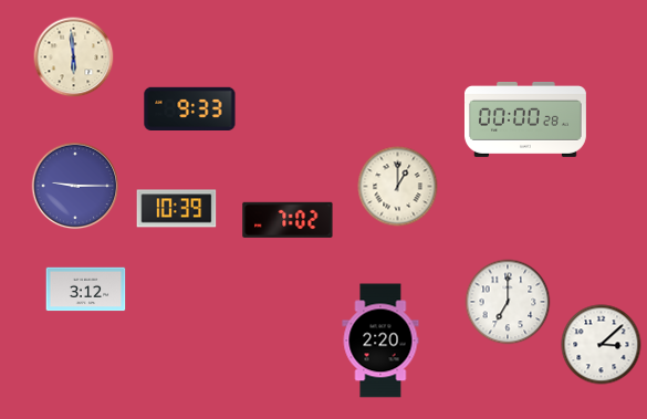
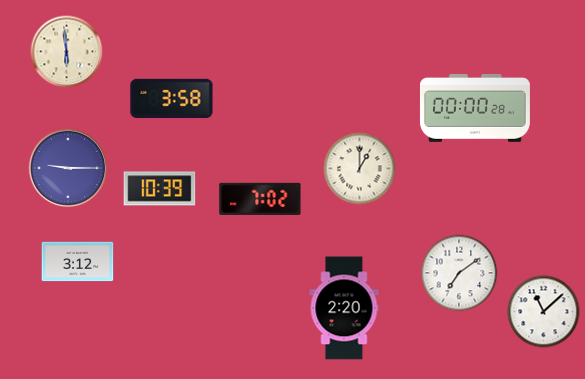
clock at (190, 108): 9:33 -> 3:58
clock at (508, 302): 7:00 -> 7:09
clock at (602, 345): 3:08 -> 11:08
